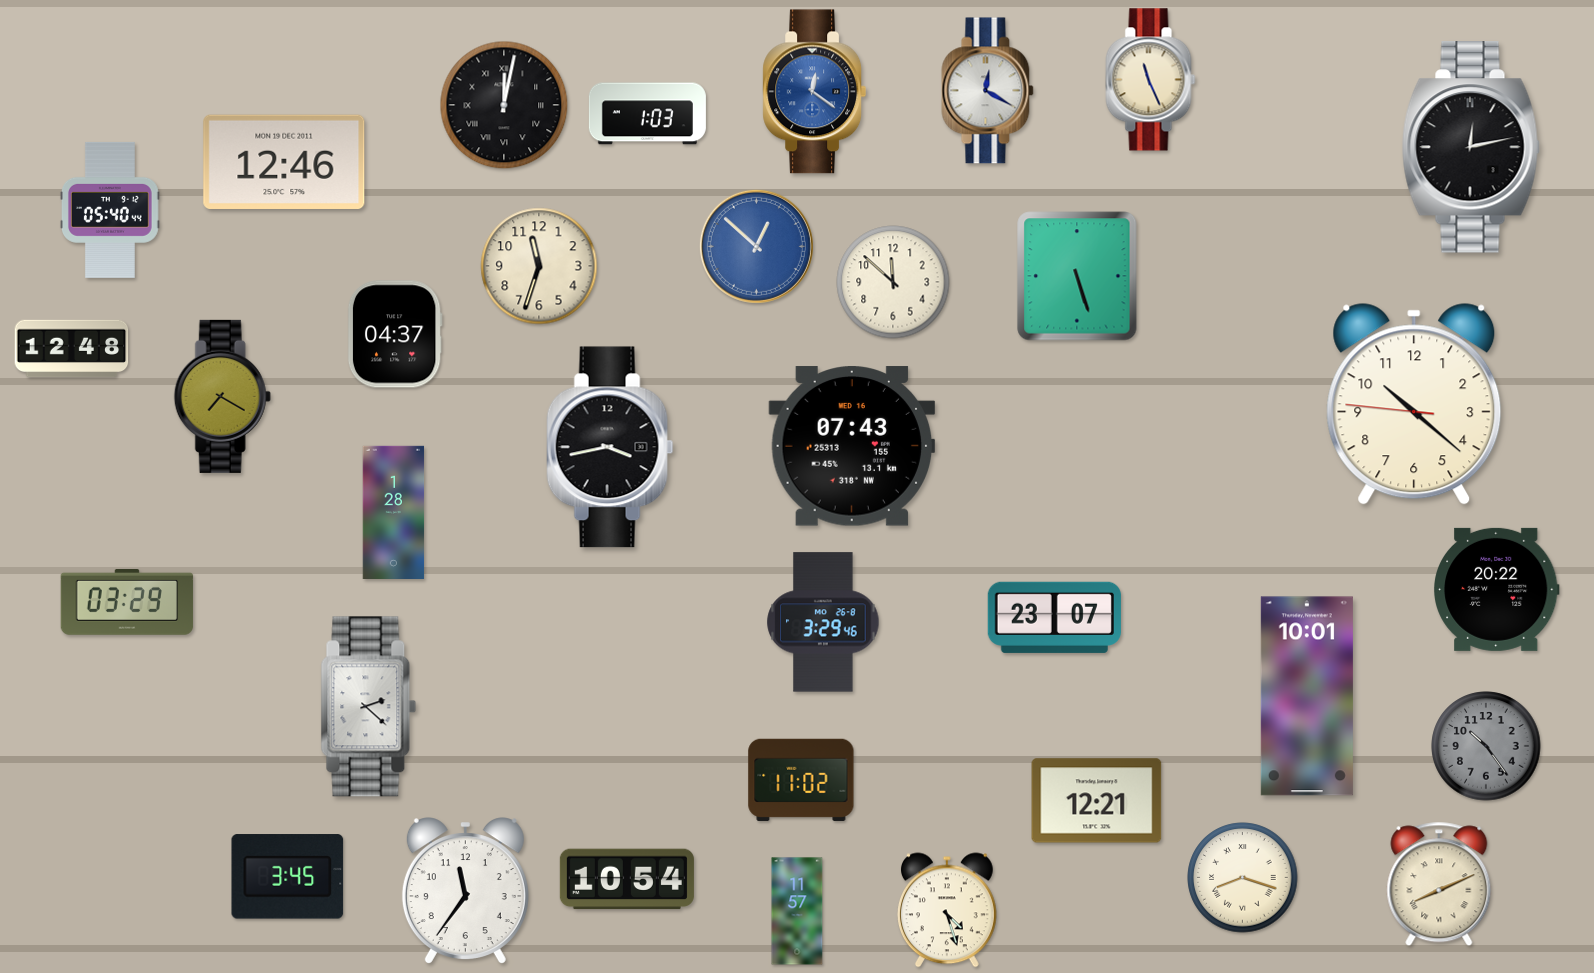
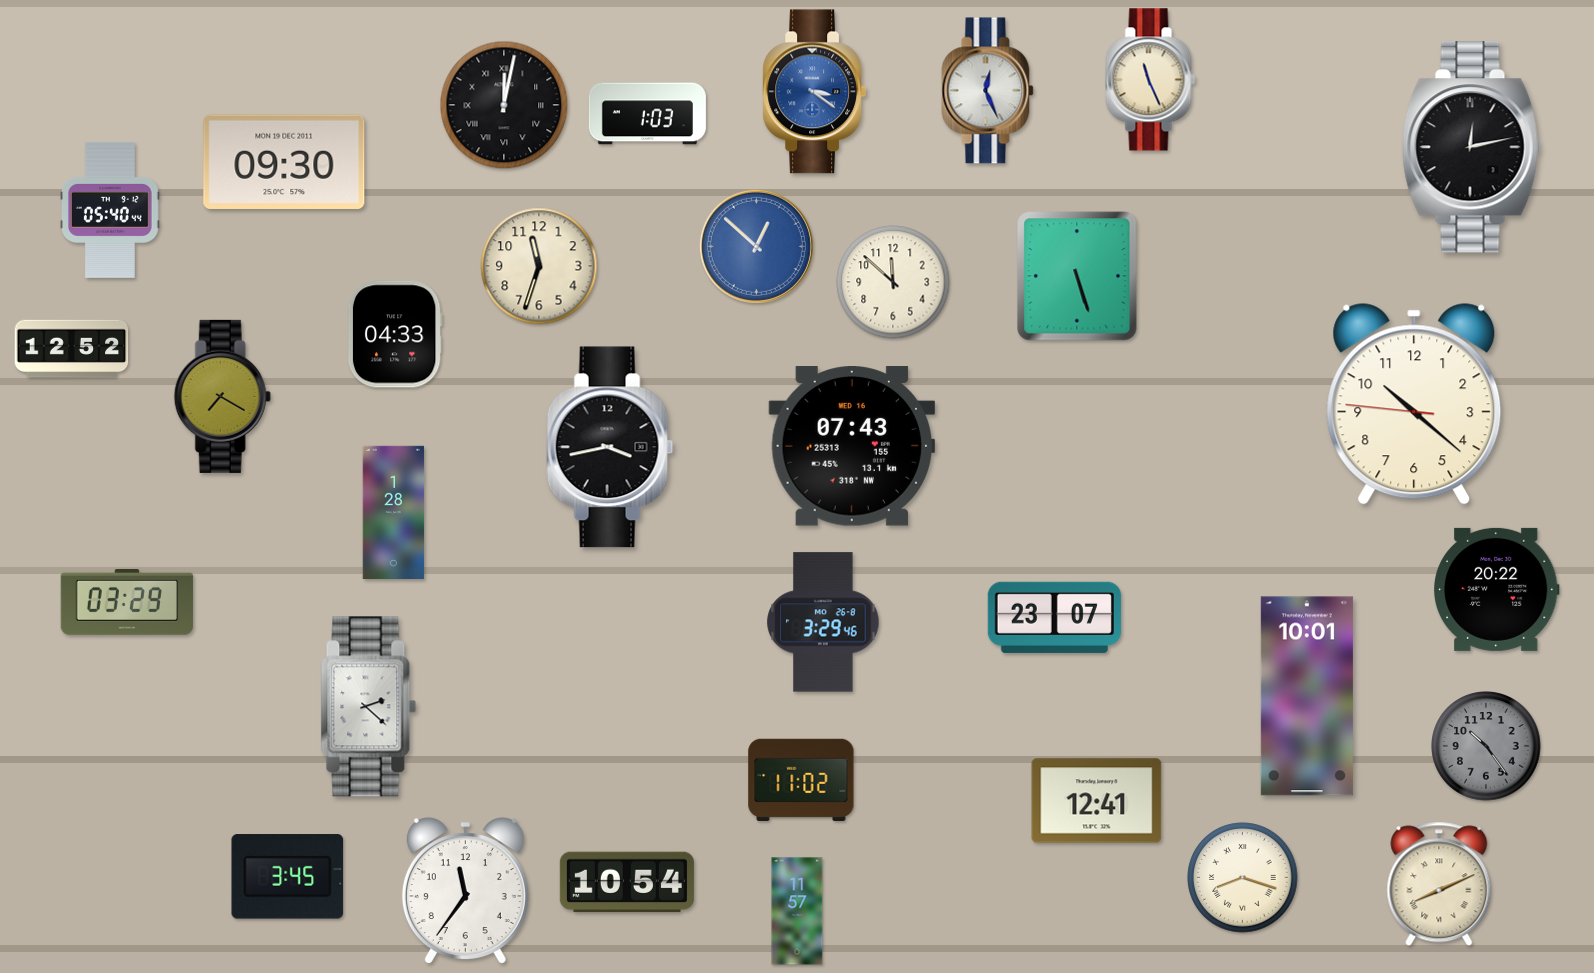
clock at (988, 91): 12:20 -> 12:26
clock at (815, 92): 12:21 -> 3:21
clock at (284, 161): 12:46 -> 09:30
clock at (395, 334): 04:37 -> 04:33
clock at (72, 349): 12:48 -> 12:52
clock at (1097, 801): 12:21 -> 12:41
clock at (627, 879) position: (627, 879) -> (627, 882)
clock at (947, 910): 4:27 -> none
